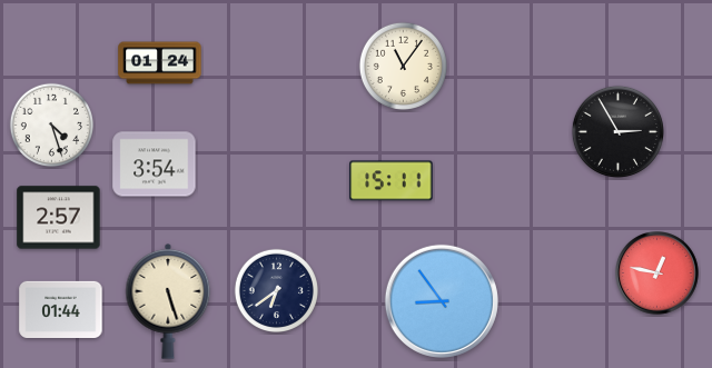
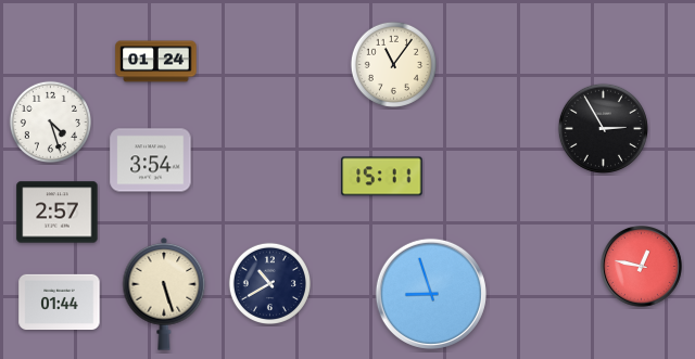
clock at (276, 290): 6:39 -> 10:40
clock at (442, 301): 8:54 -> 8:57
